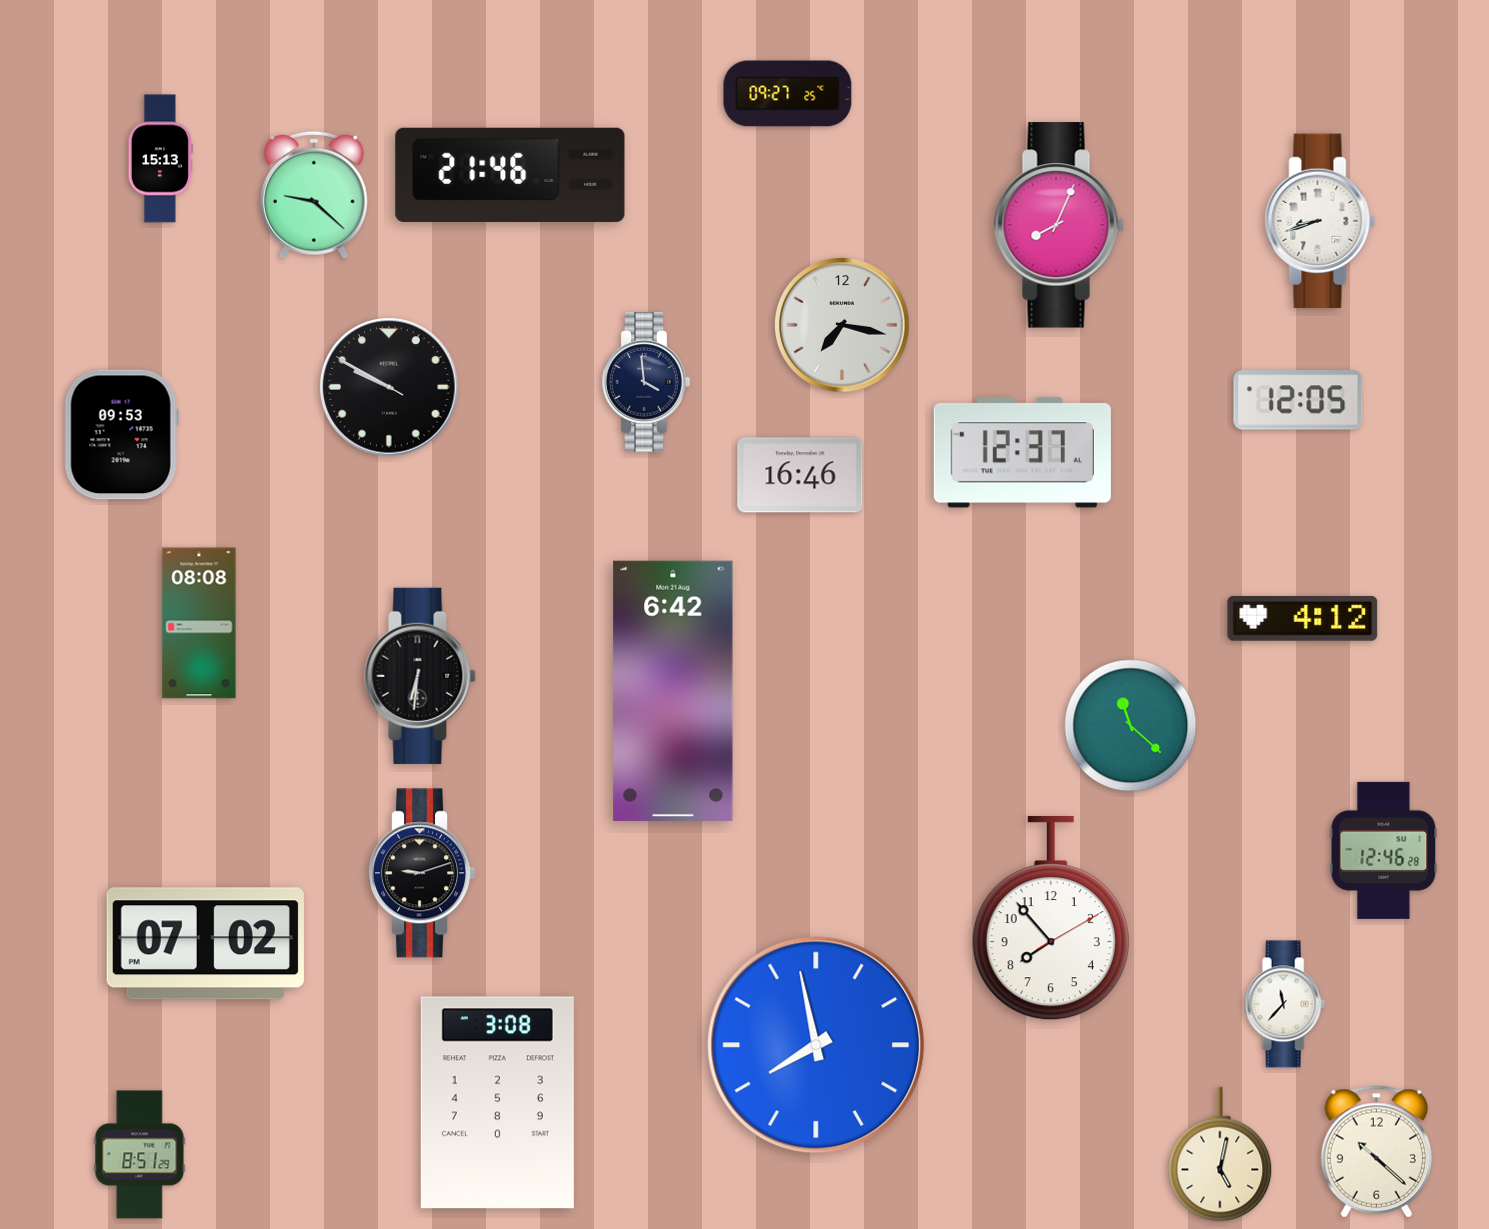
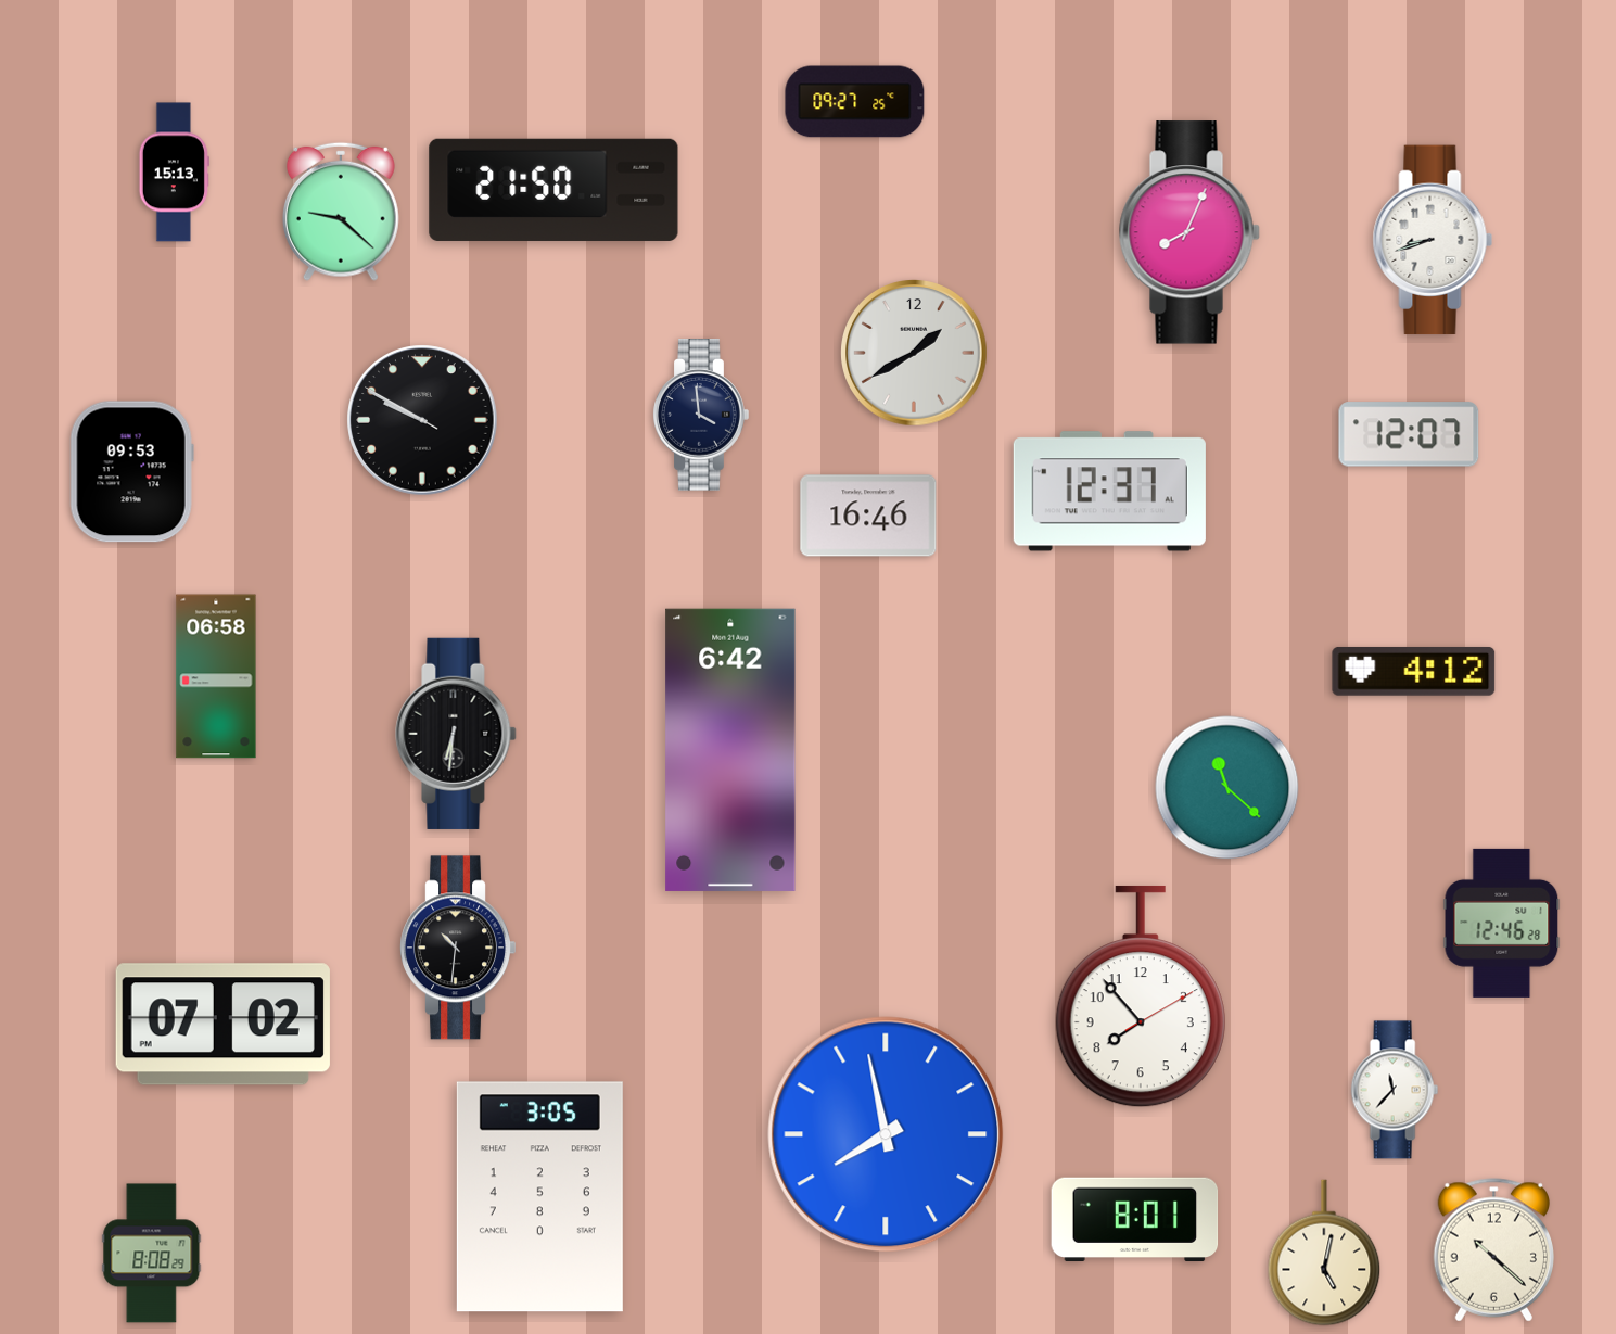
clock at (510, 175): 21:46 -> 21:50
clock at (1059, 225) position: (1059, 225) -> (1189, 232)
clock at (842, 325): 7:17 -> 1:40
clock at (1298, 400): 12:05 -> 12:07
clock at (199, 623): 08:08 -> 06:58
clock at (421, 873): 9:12 -> 10:31
clock at (497, 1103): 3:08 -> 3:05
clock at (1135, 1219): none -> 8:01
clock at (140, 1155): 8:51 -> 8:08
